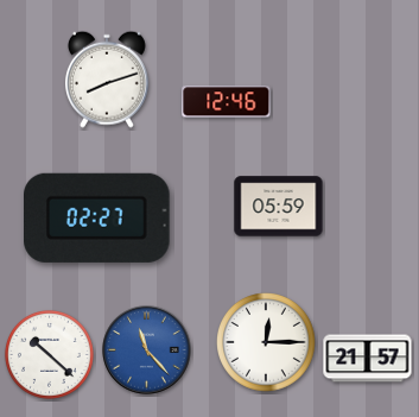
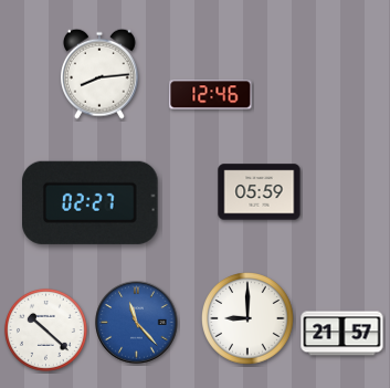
clock at (107, 80): 8:12 -> 8:14
clock at (267, 343): 12:15 -> 9:00
clock at (147, 350) position: (147, 350) -> (137, 323)
